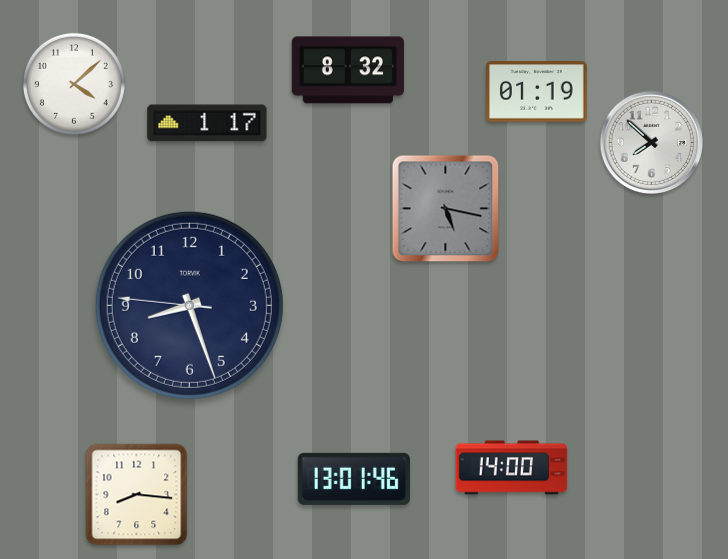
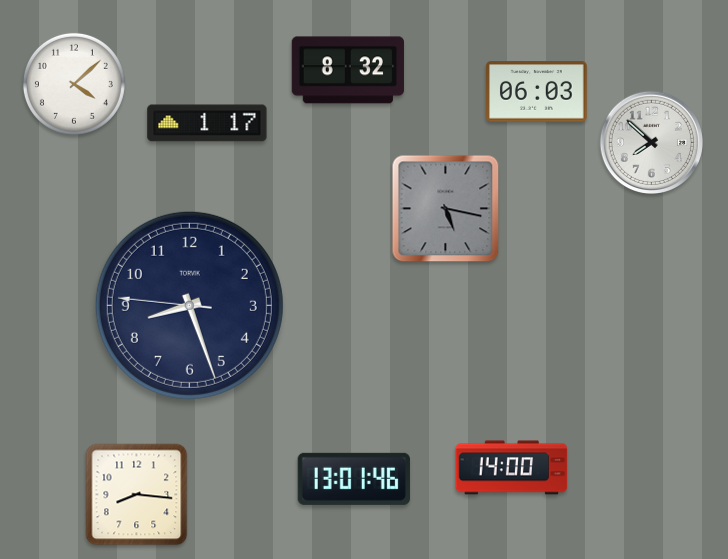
clock at (537, 92): 01:19 -> 06:03
